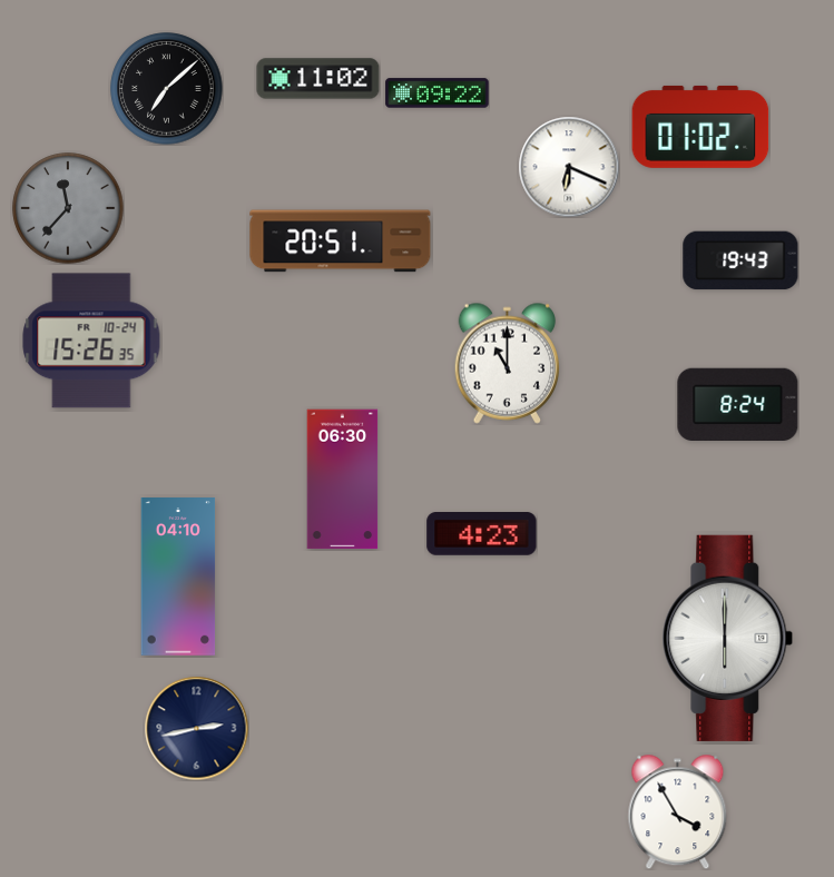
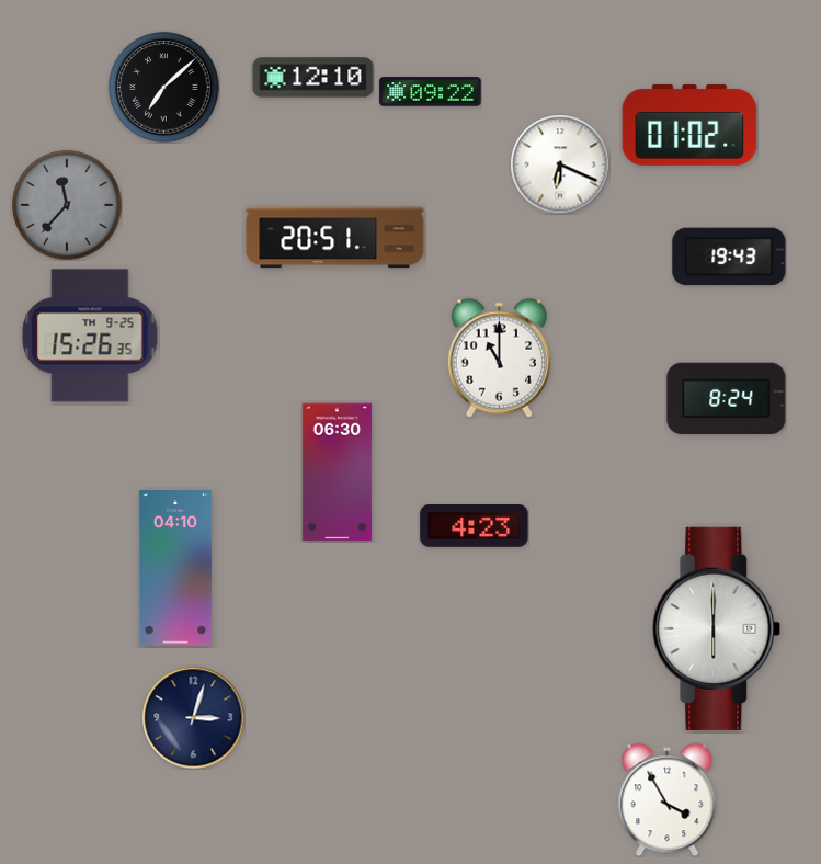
clock at (318, 79): 11:02 -> 12:10
clock at (91, 341) date: FR 10-24 -> TH 9-25
clock at (196, 728): 2:43 -> 3:03
